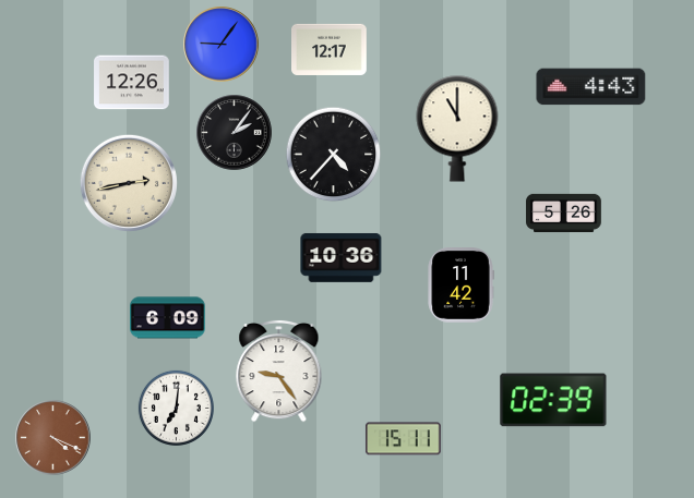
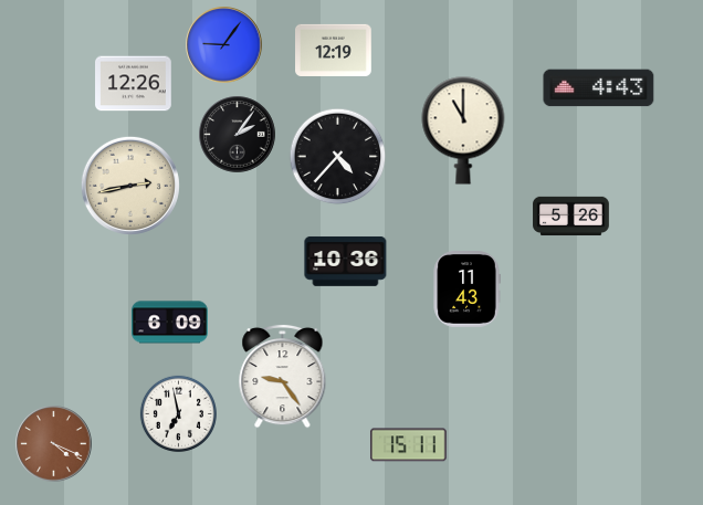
clock at (330, 49): 12:17 -> 12:19
clock at (460, 286): 11:42 -> 11:43
clock at (553, 400): 02:39 -> none
clock at (176, 408): 7:01 -> 6:58
